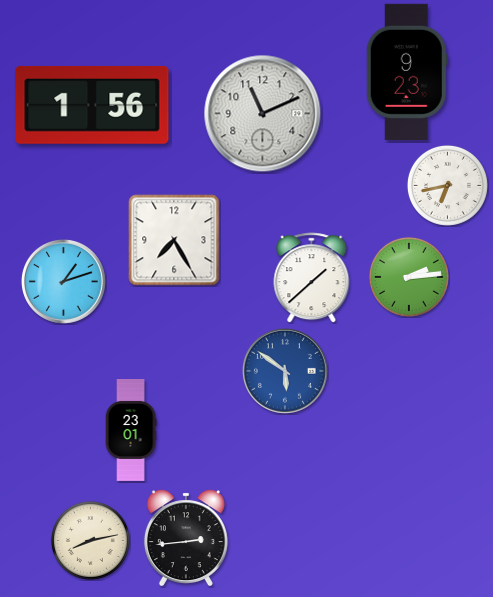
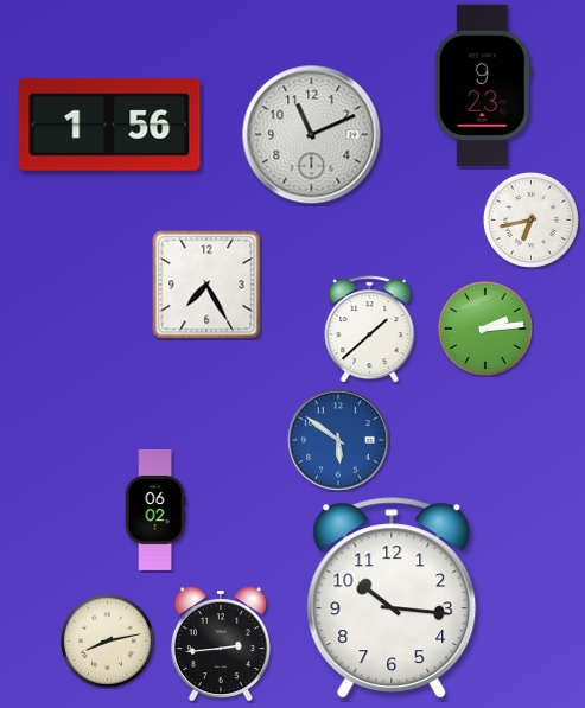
clock at (63, 281): 1:12 -> none
clock at (131, 431): 23:01 -> 06:02
clock at (392, 598): none -> 10:16
clock at (186, 538) position: (186, 538) -> (221, 644)
